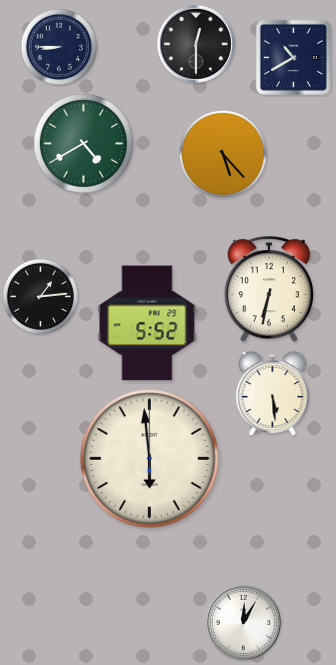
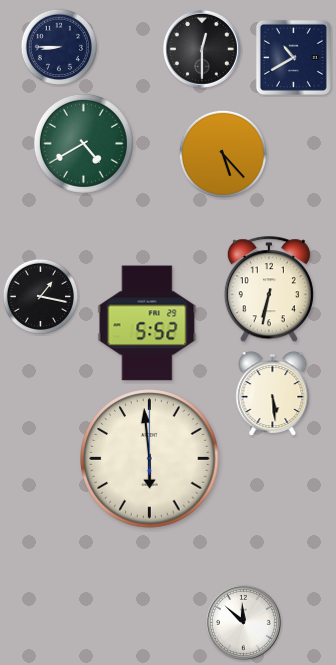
clock at (196, 44) position: (196, 44) -> (202, 49)
clock at (41, 297): 1:14 -> 1:17
clock at (243, 622): 12:05 -> 11:52
